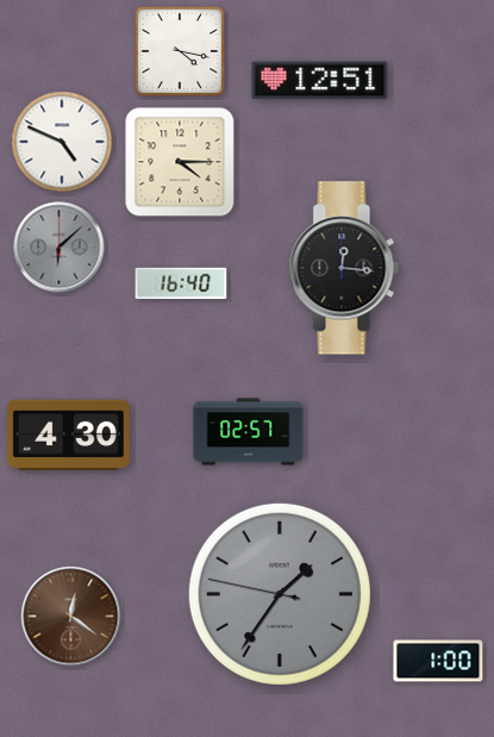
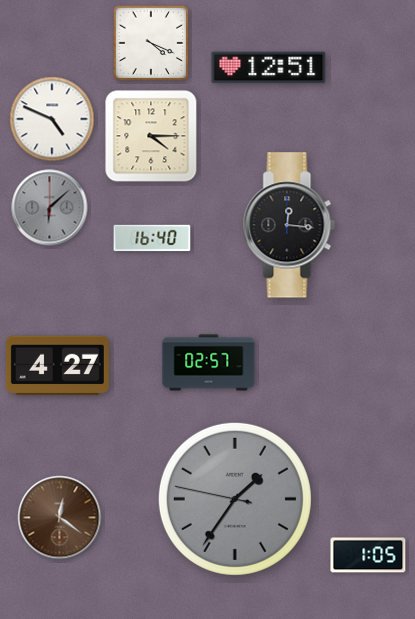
clock at (180, 51): 4:17 -> 4:19
clock at (68, 436): 4:30 -> 4:27
clock at (438, 661): 1:00 -> 1:05
